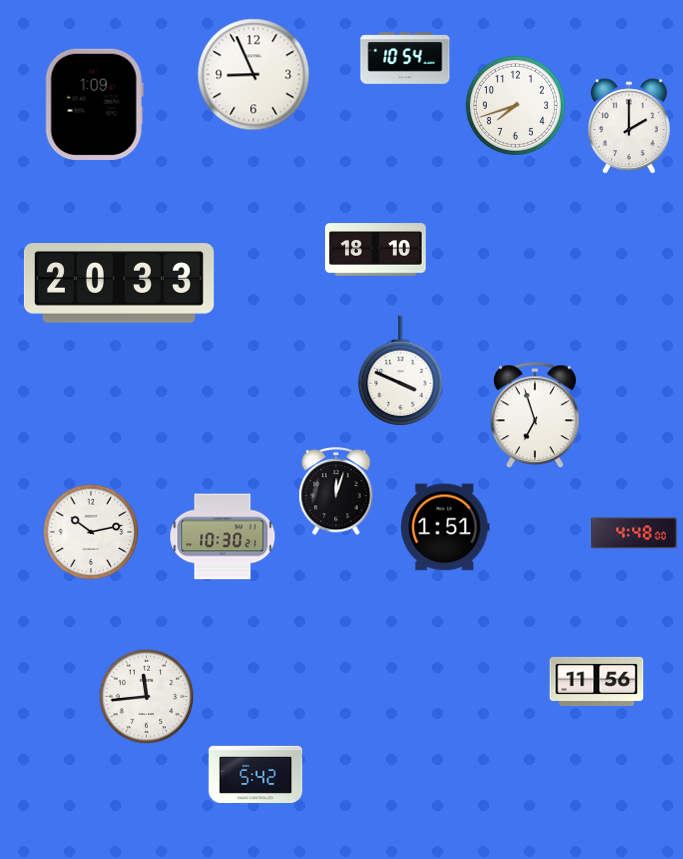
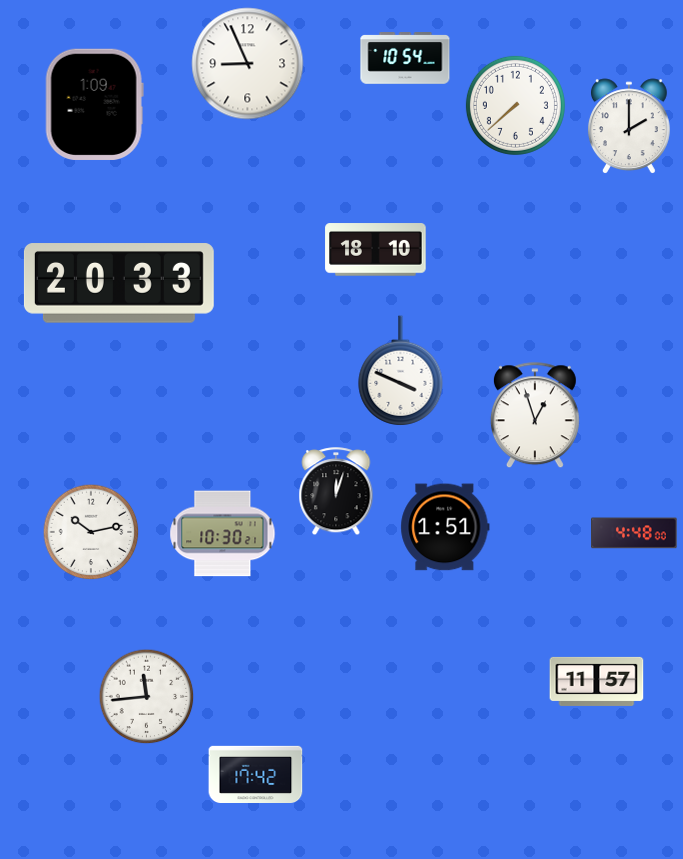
clock at (254, 75) position: (254, 75) -> (248, 64)
clock at (515, 105): 7:42 -> 7:38
clock at (535, 416): 6:57 -> 12:57
clock at (223, 537) position: (223, 537) -> (223, 534)
clock at (597, 681): 11:56 -> 11:57
clock at (256, 775): 5:42 -> 17:42
